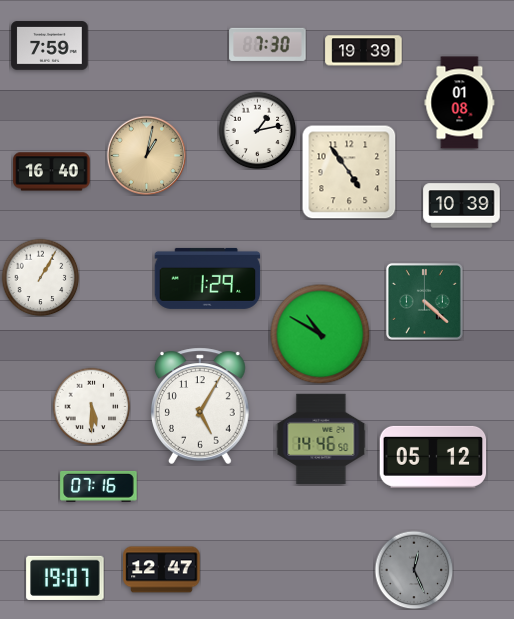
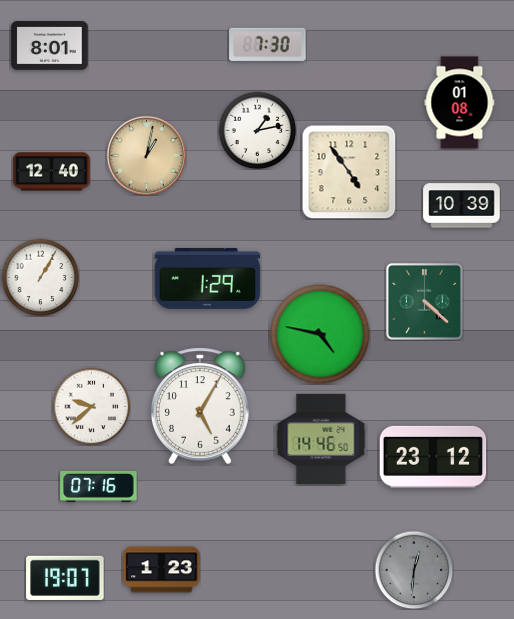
clock at (50, 46): 7:59 -> 8:01
clock at (364, 51): 19:39 -> none
clock at (52, 172): 16:40 -> 12:40
clock at (320, 334): 10:50 -> 4:47
clock at (91, 406): 5:30 -> 9:38
clock at (433, 457): 05:12 -> 23:12
clock at (162, 570): 12:47 -> 1:23
clock at (414, 570): 12:26 -> 12:31
